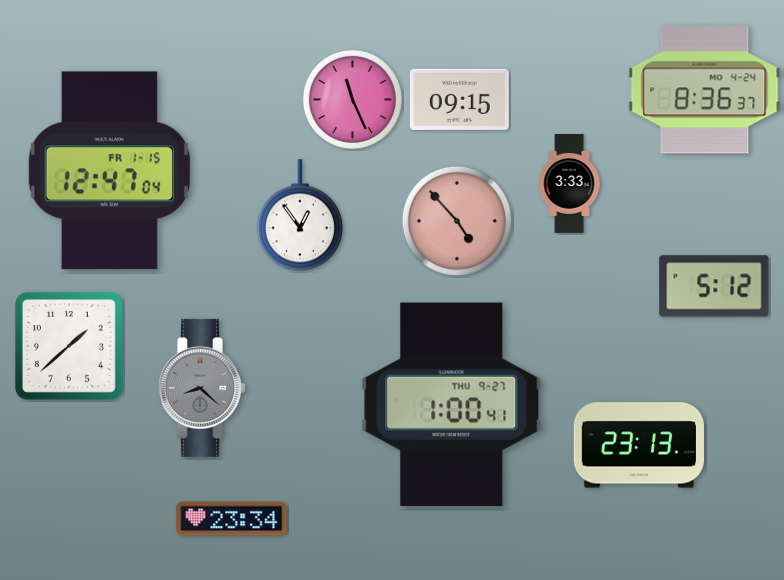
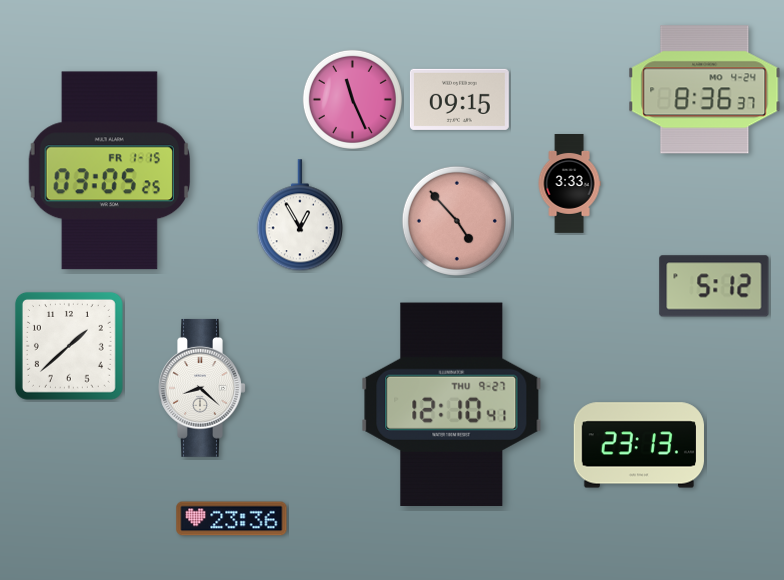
clock at (109, 171): 12:47 -> 03:05
clock at (300, 216): 12:54 -> 12:55
clock at (202, 388) dial: grey -> white
clock at (452, 404): 1:00 -> 12:10
clock at (232, 519): 23:34 -> 23:36
